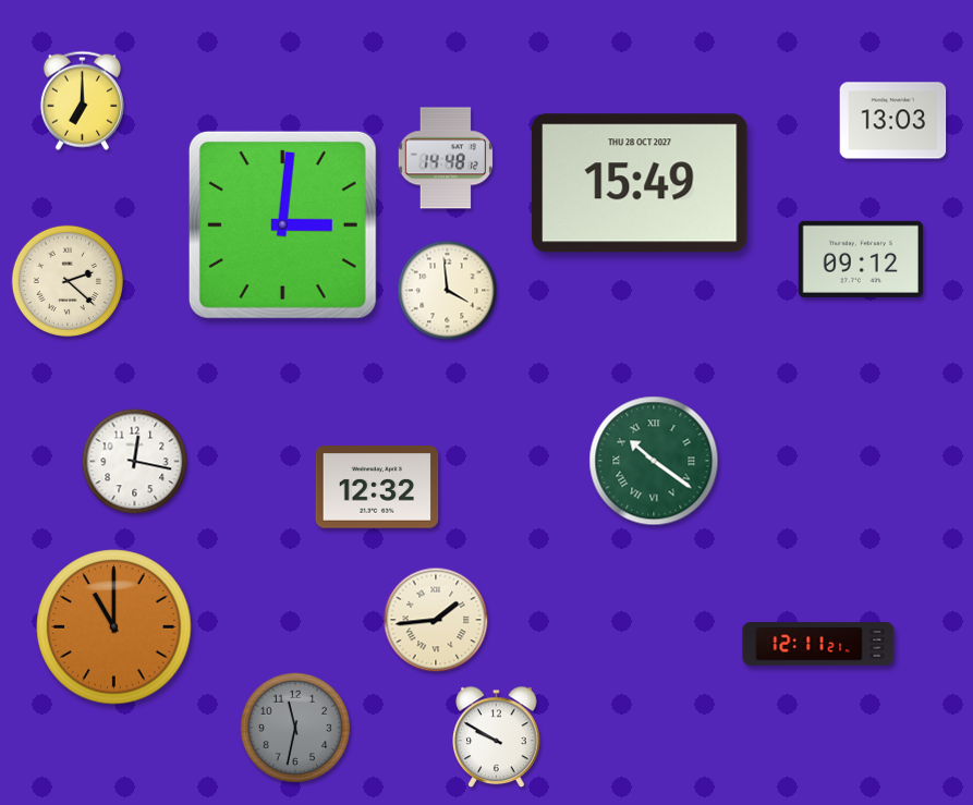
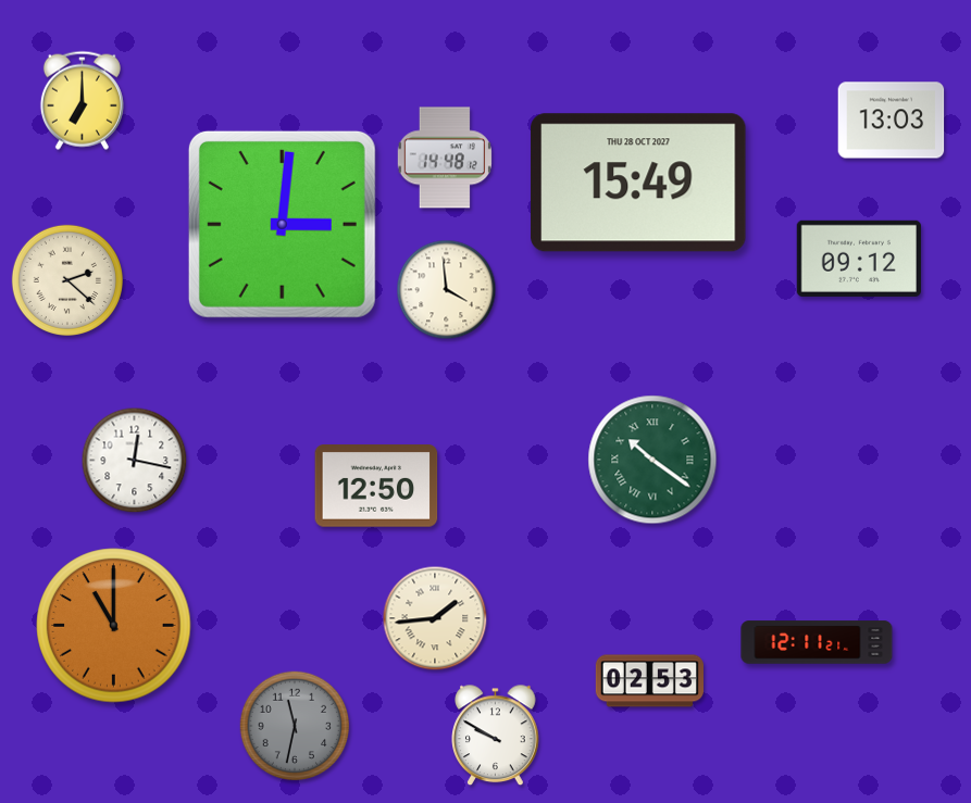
clock at (377, 487): 12:32 -> 12:50
clock at (649, 681): none -> 02:53
